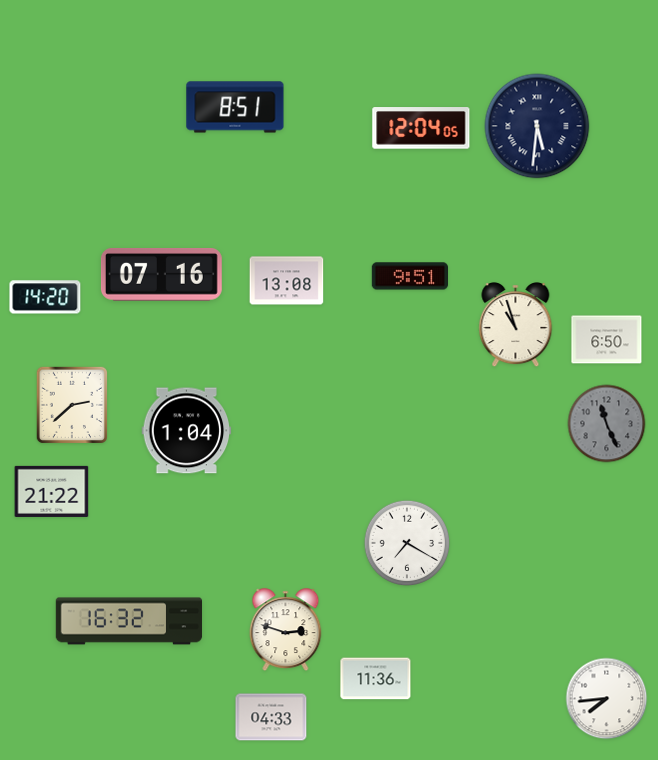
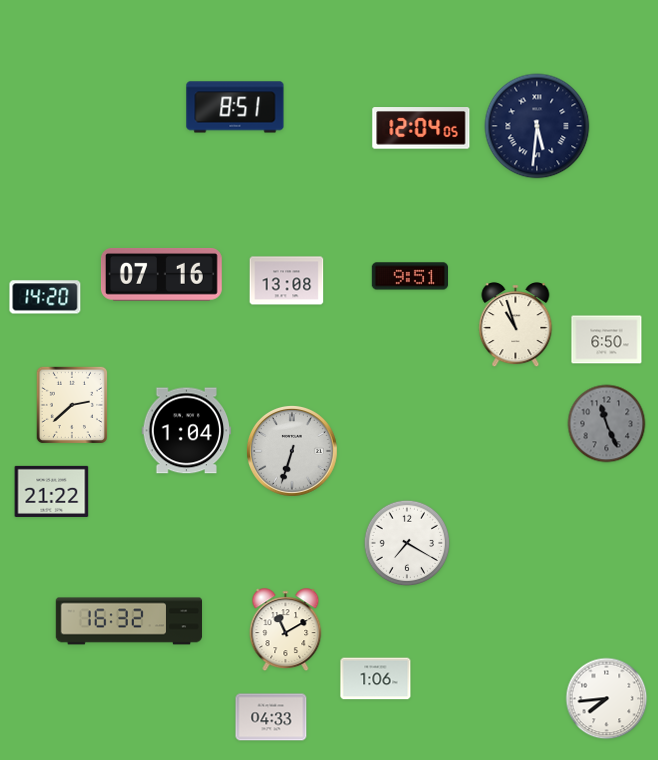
clock at (292, 451): none -> 6:33
clock at (286, 630): 2:48 -> 11:10
clock at (376, 679): 11:36 -> 1:06
